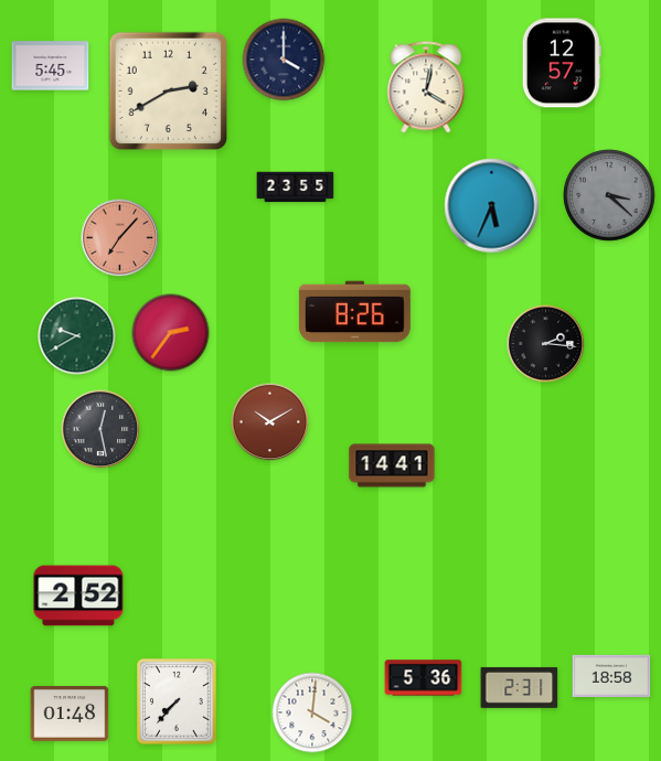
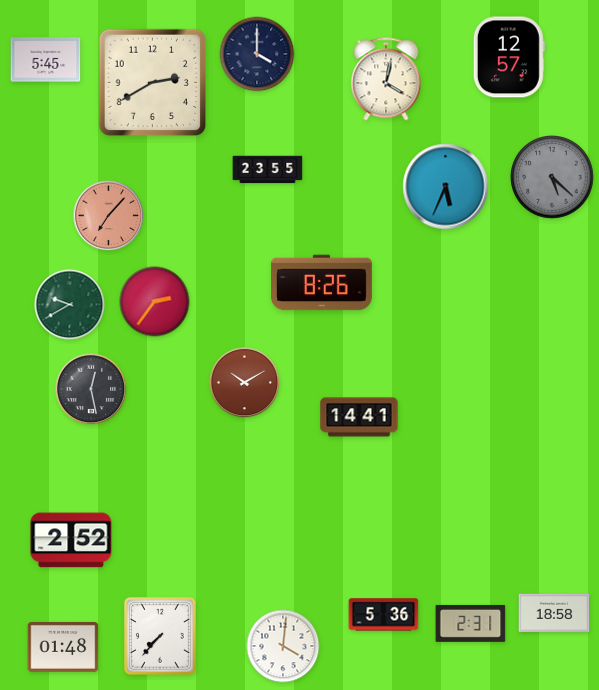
clock at (609, 195): 3:22 -> 5:22
clock at (546, 344): 2:16 -> none
clock at (392, 465) position: (392, 465) -> (359, 417)
